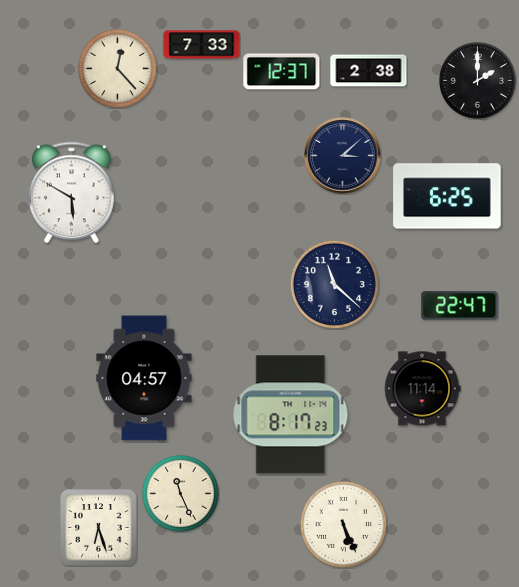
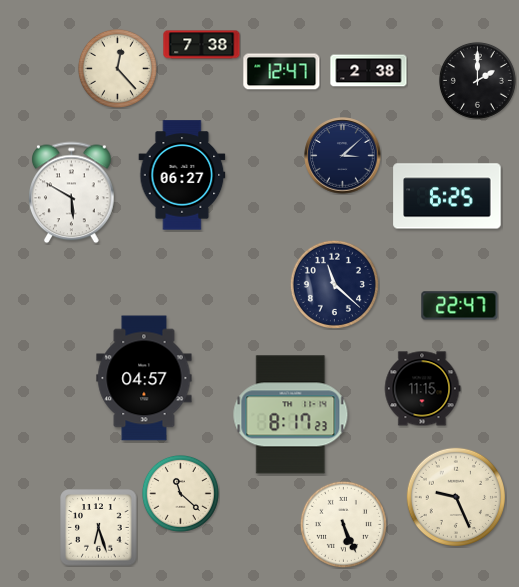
clock at (202, 45): 7:33 -> 7:38
clock at (282, 72): 12:37 -> 12:47
clock at (182, 175): none -> 06:27
clock at (422, 389): 11:14 -> 11:15
clock at (180, 493): 11:26 -> 11:22
clock at (455, 496): none -> 9:26
